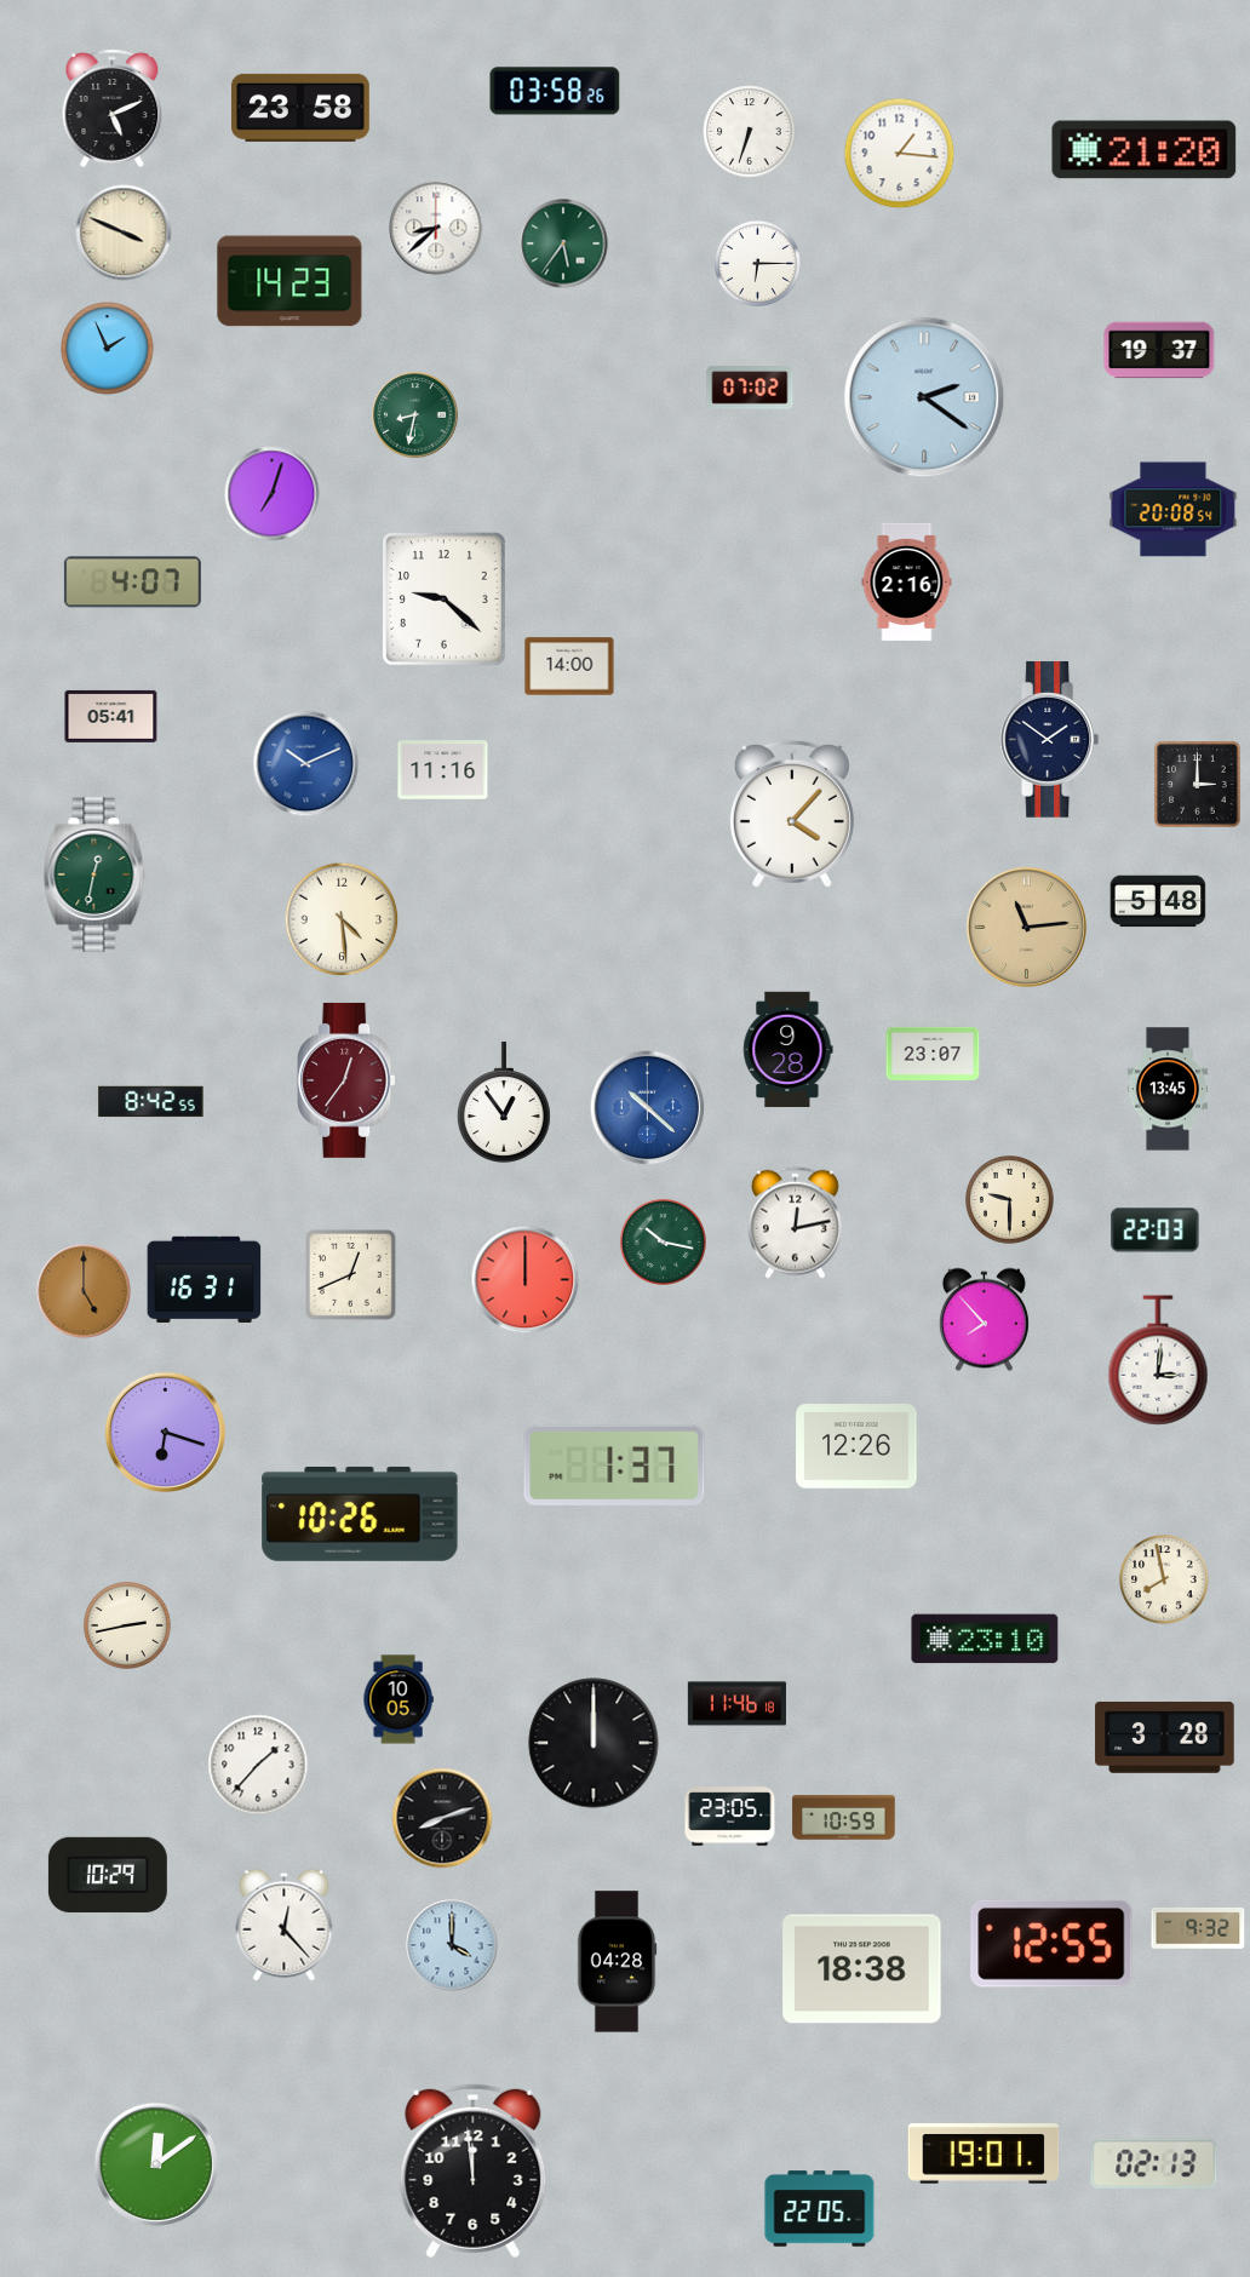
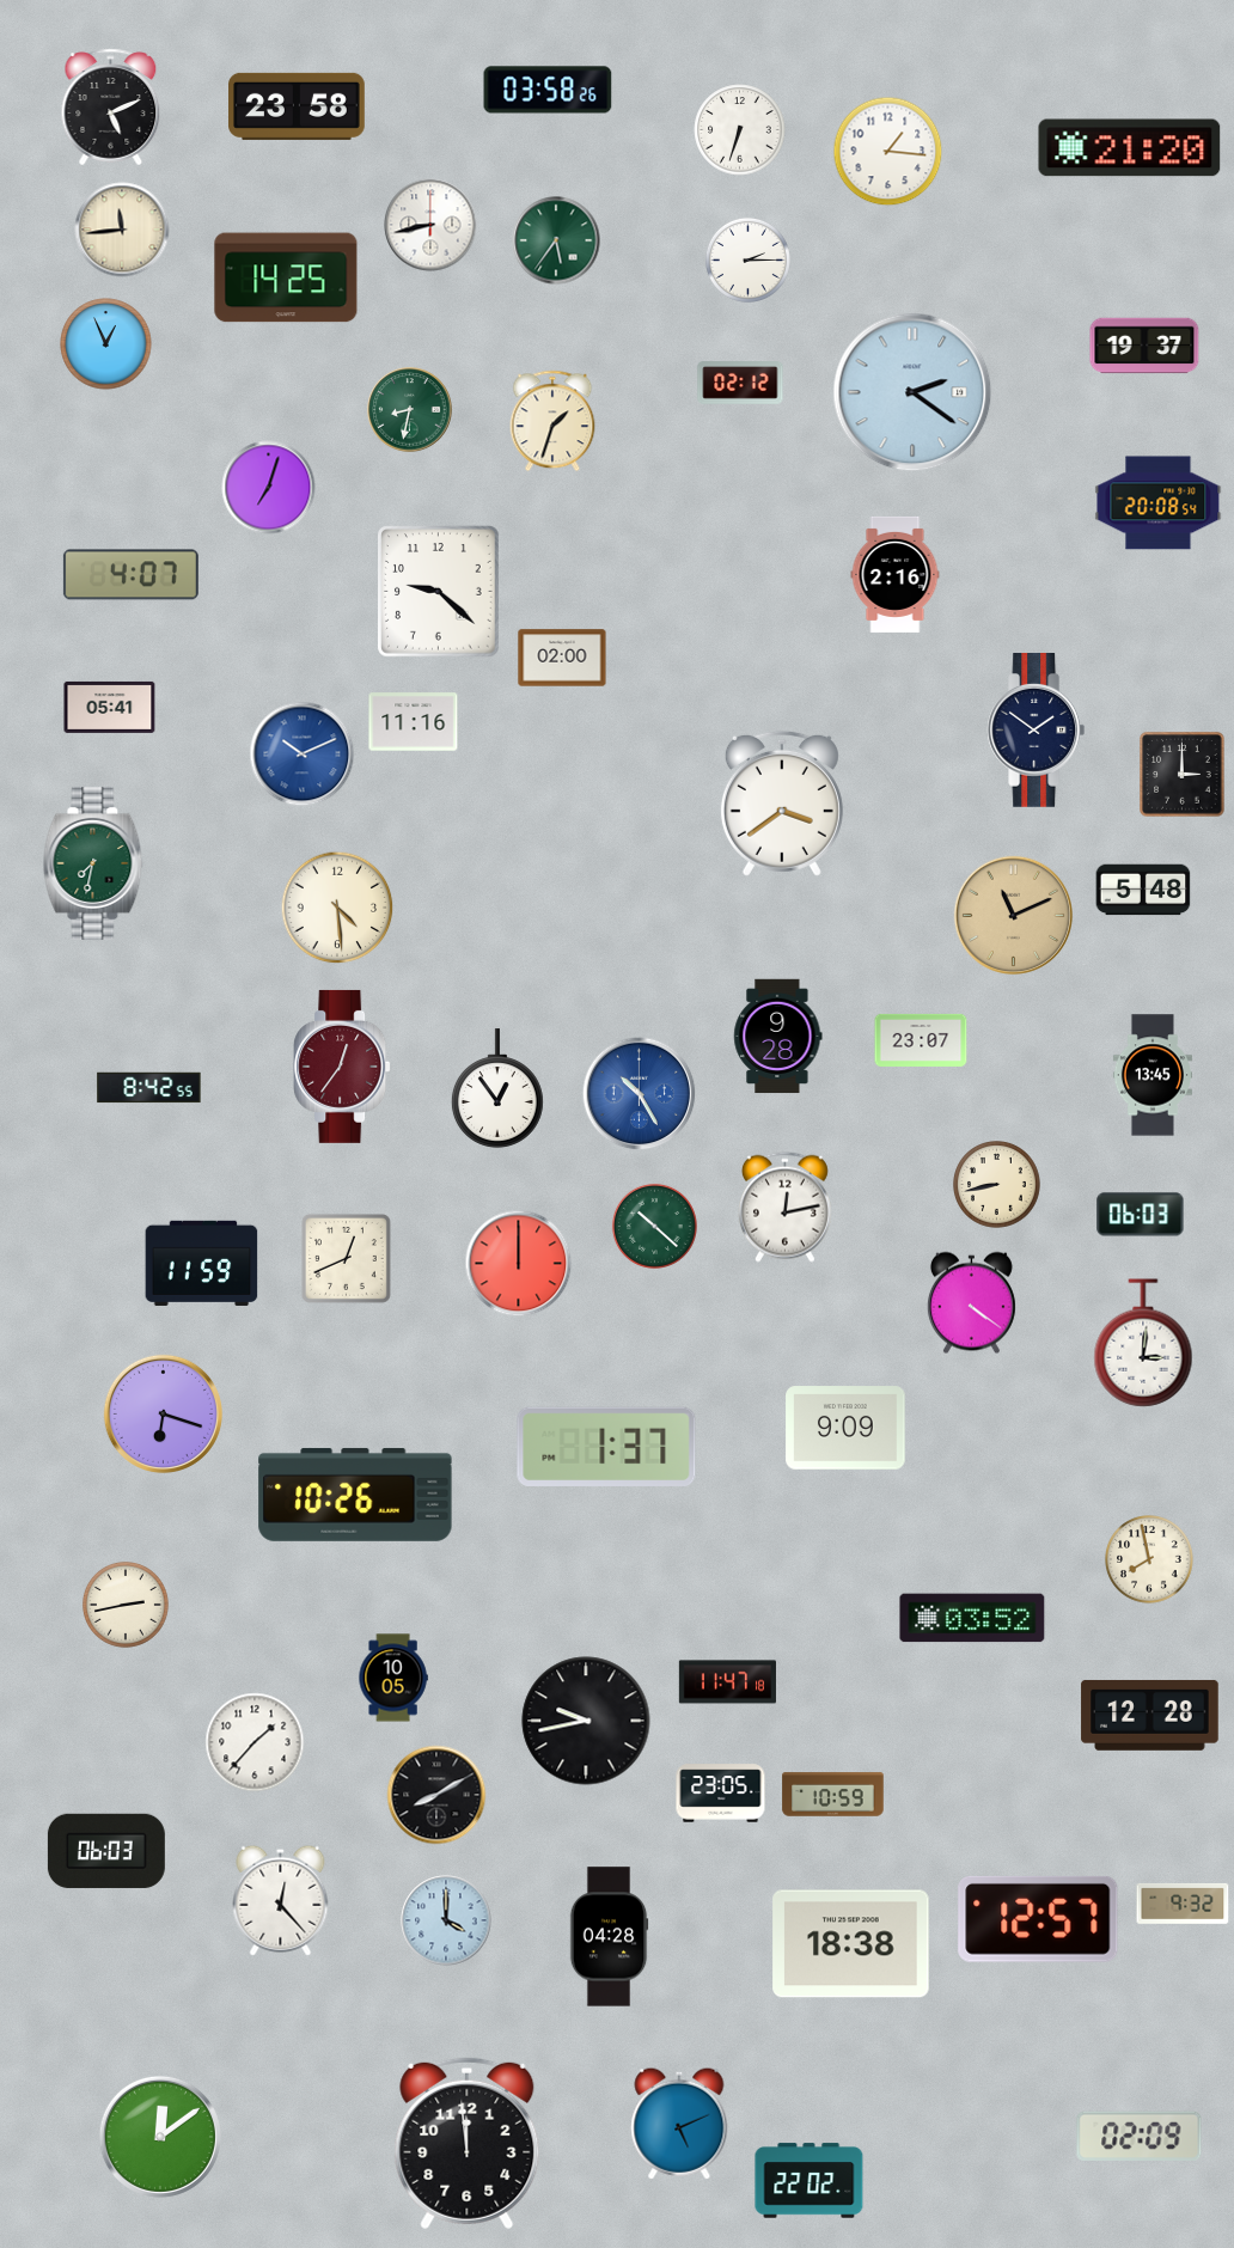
clock at (436, 228): 8:38 -> 8:43
clock at (124, 233): 3:49 -> 11:44
clock at (757, 263): 6:15 -> 2:15
clock at (289, 281): 14:23 -> 14:25
clock at (108, 349): 1:56 -> 12:56
clock at (750, 388): 07:02 -> 02:12
clock at (552, 421): none -> 1:33
clock at (569, 666): 14:00 -> 02:00
clock at (443, 770) position: (443, 770) -> (414, 722)
clock at (792, 814): 4:07 -> 3:39
clock at (94, 874): 12:32 -> 7:32
clock at (1026, 927): 11:14 -> 11:11
clock at (648, 1108): 10:22 -> 10:25
clock at (1010, 1200): 9:30 -> 8:43
clock at (1156, 1231): 22:03 -> 06:03
clock at (663, 1241): 10:17 -> 10:22
clock at (205, 1279): 16:31 -> 11:59
clock at (84, 1291): 5:00 -> none
clock at (984, 1320): 7:53 -> 4:21
clock at (856, 1446): 12:26 -> 9:09
clock at (985, 1639): 23:10 -> 03:52
clock at (736, 1704): 11:46 -> 11:47
clock at (1165, 1737): 3:28 -> 12:28
clock at (594, 1743): 12:00 -> 9:43
clock at (442, 1818): 8:12 -> 8:10
clock at (108, 1875): 10:29 -> 06:03
clock at (1051, 1944): 12:55 -> 12:57
clock at (679, 2124): none -> 5:11
clock at (984, 2153): 19:01 -> none
clock at (1154, 2163): 02:13 -> 02:09
clock at (156, 2164) position: (156, 2164) -> (160, 2137)
clock at (820, 2209): 22:05 -> 22:02
